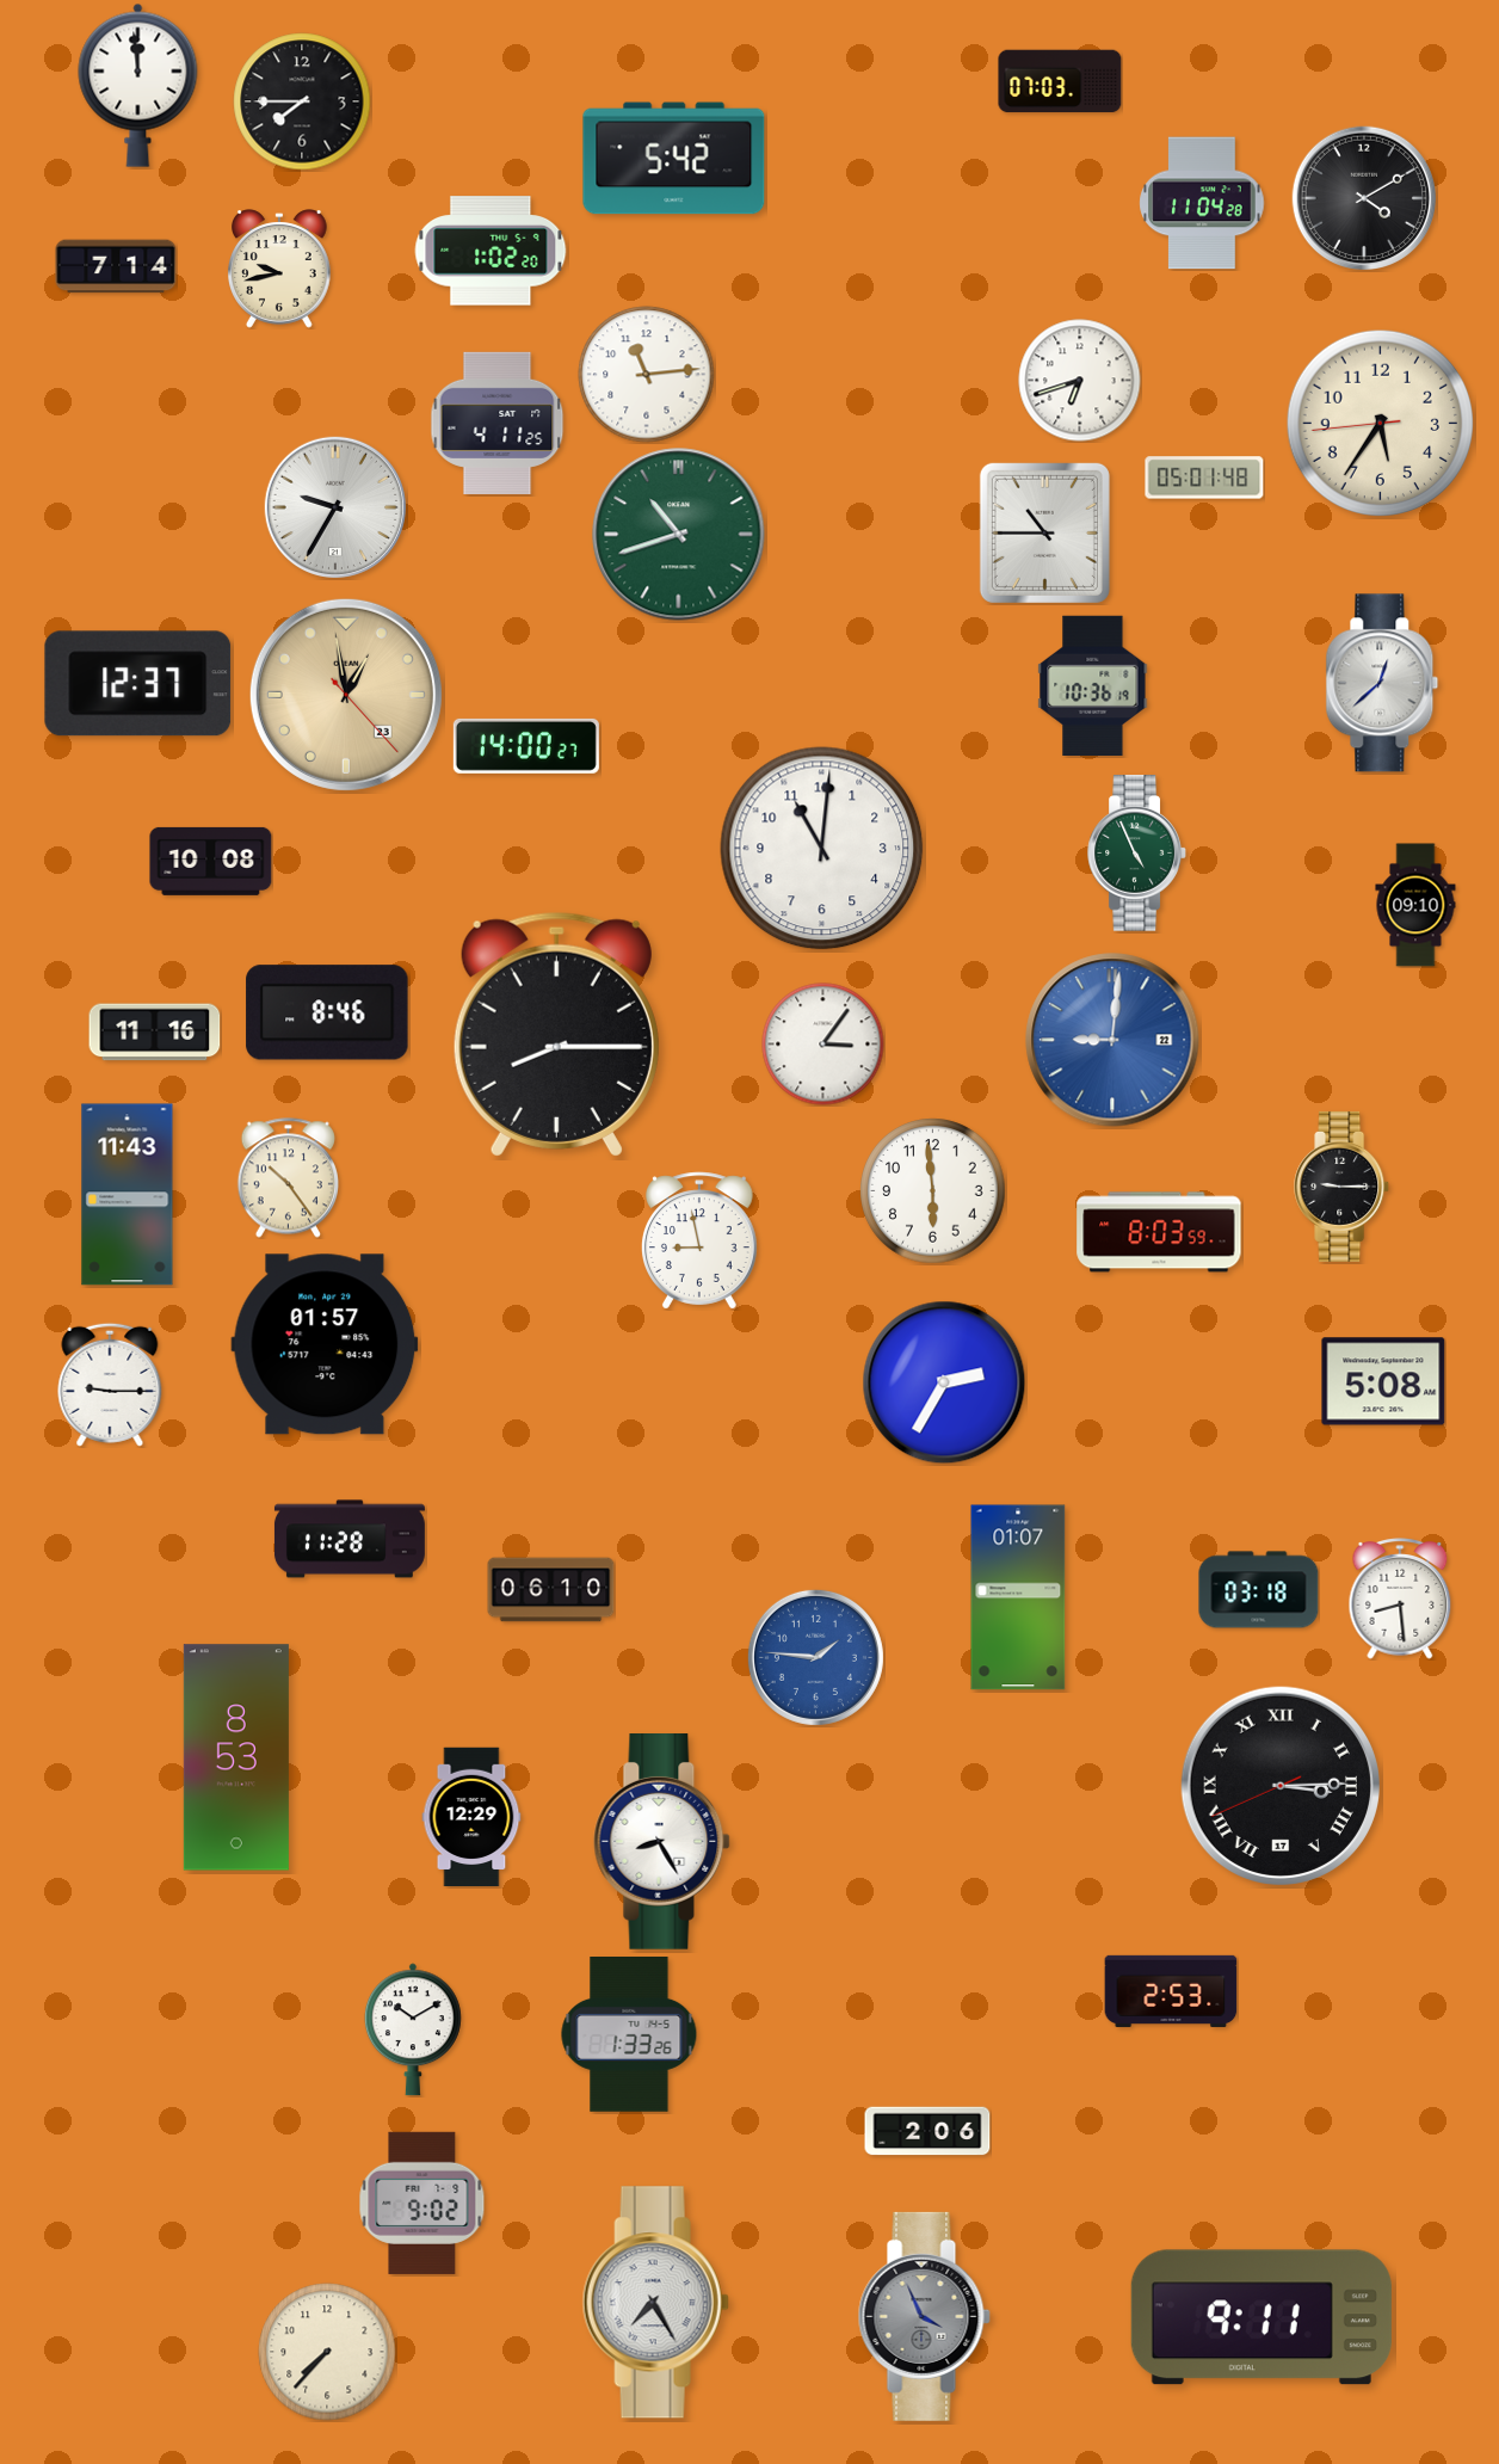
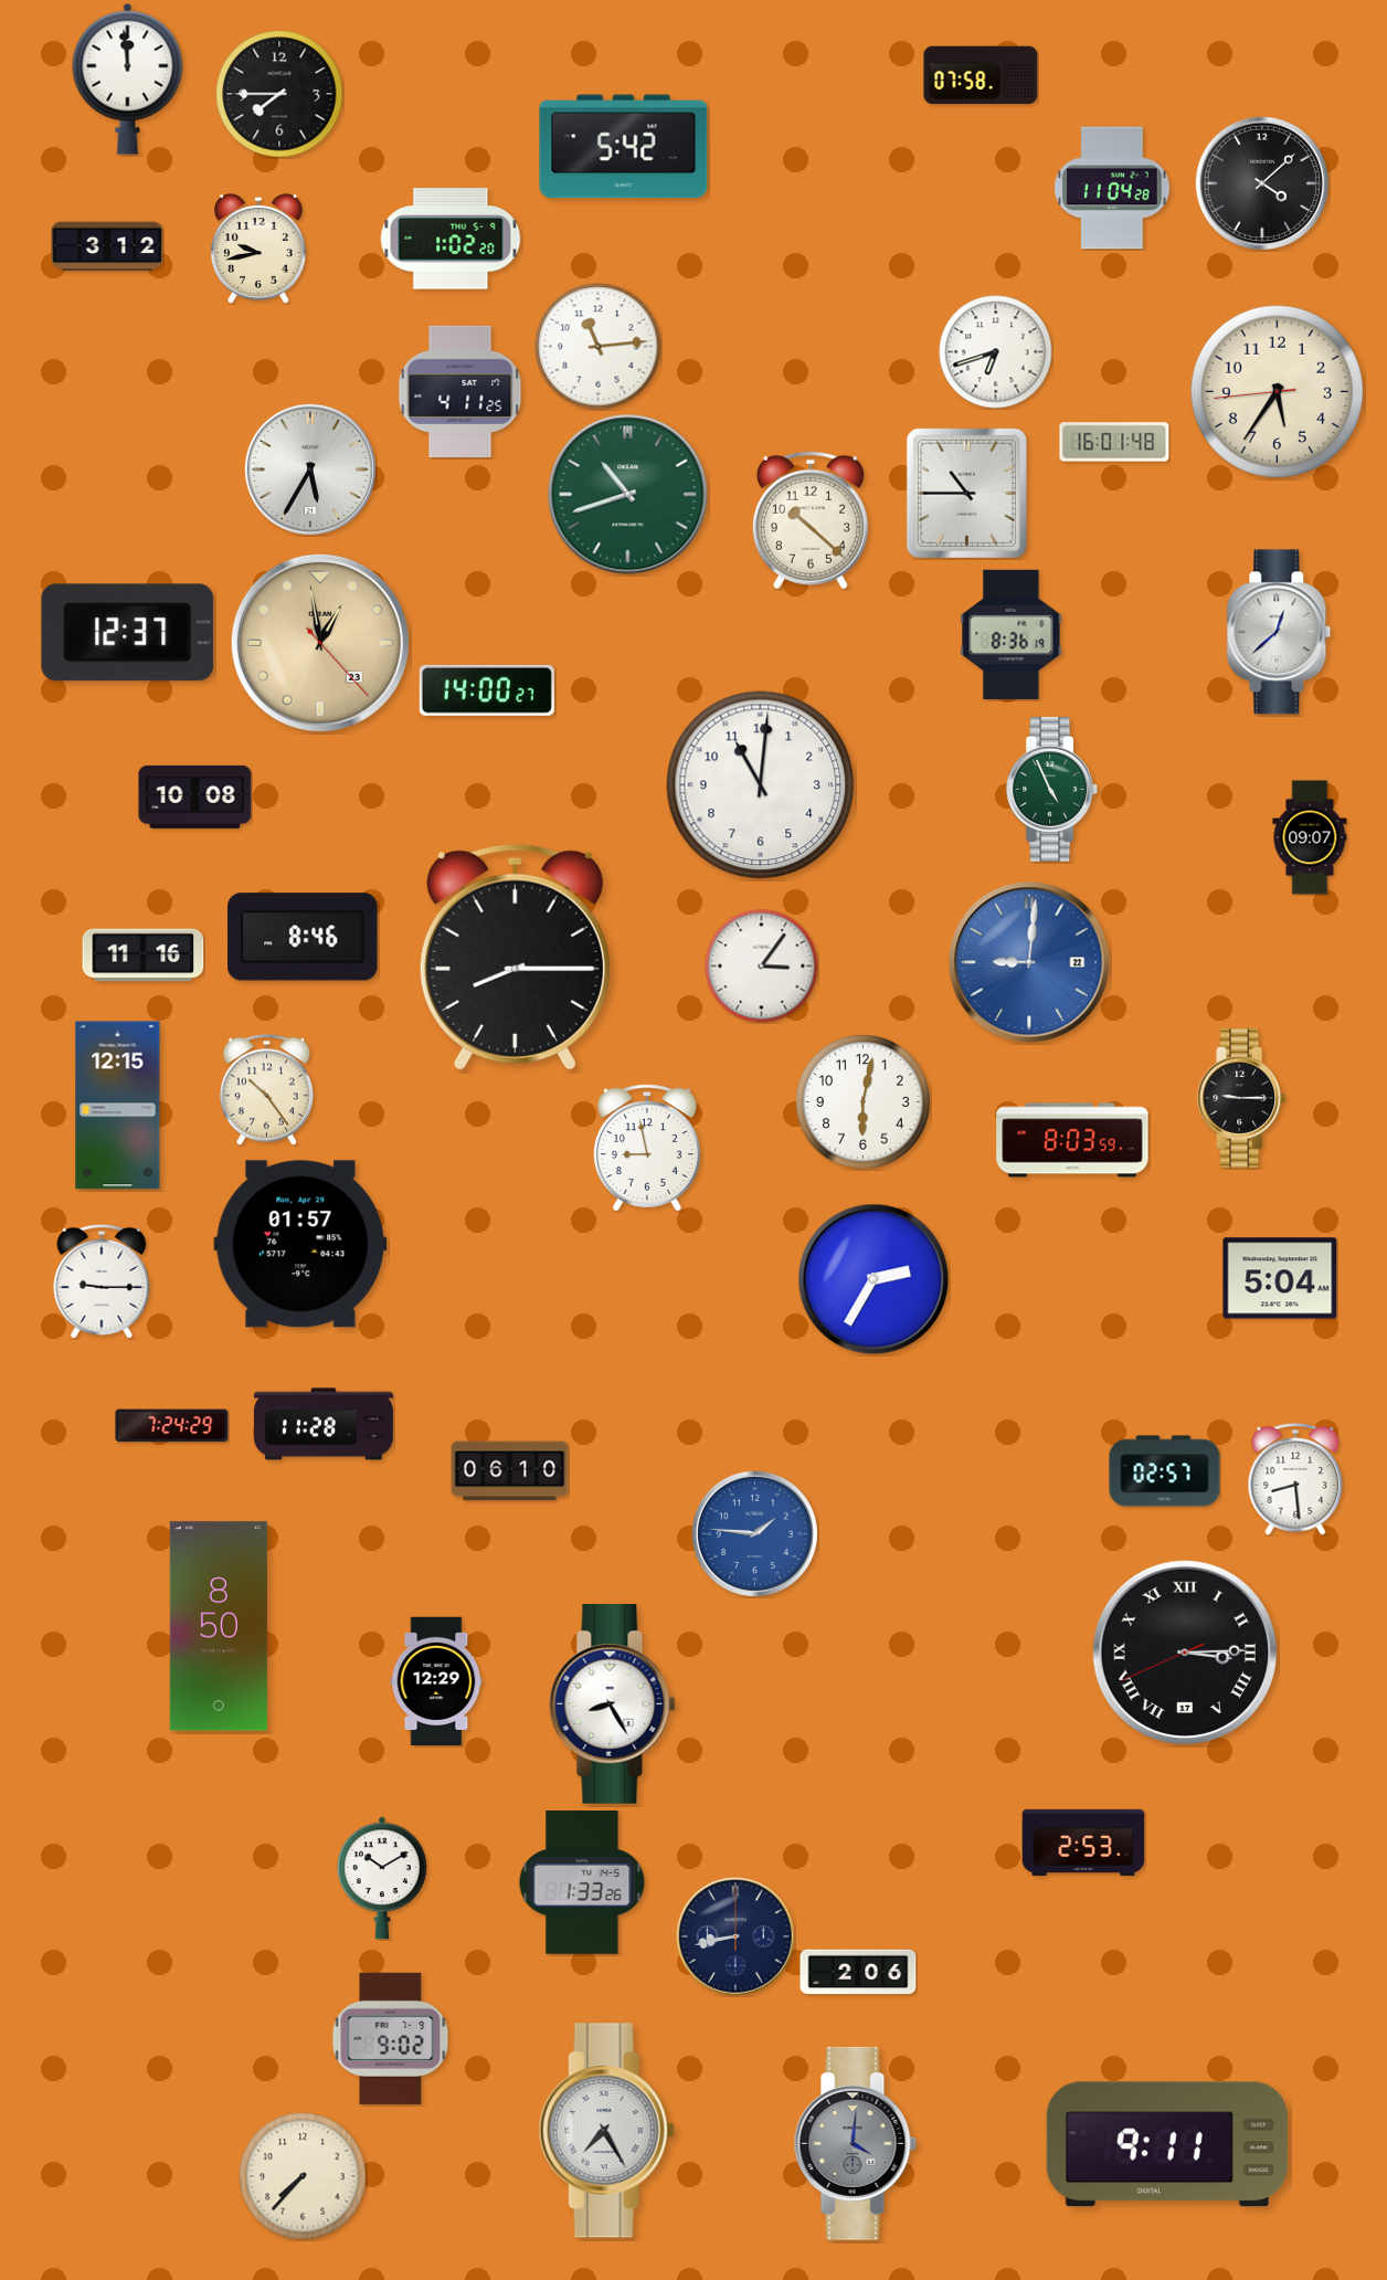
clock at (1060, 81): 07:03 -> 07:58
clock at (1363, 197): 4:10 -> 4:08
clock at (491, 251) position: (491, 251) -> (451, 239)
clock at (116, 266): 7:14 -> 3:12
clock at (1080, 381) position: (1080, 381) -> (996, 352)
clock at (1204, 478): 05:01 -> 16:01
clock at (335, 507): 9:35 -> 5:35
clock at (811, 520): none -> 10:22
clock at (1093, 685): 10:36 -> 8:36
clock at (1415, 905): 09:10 -> 09:07
clock at (933, 1191): 5:59 -> 6:02
clock at (128, 1195): 11:43 -> 12:15
clock at (1383, 1381): 5:08 -> 5:04
clock at (172, 1426): none -> 7:24
clock at (1259, 1590): 03:18 -> 02:57
clock at (1018, 1597): 01:07 -> none
clock at (236, 1757): 8:53 -> 8:50
clock at (735, 1936): none -> 8:43
clock at (924, 2316): 3:56 -> 4:01
